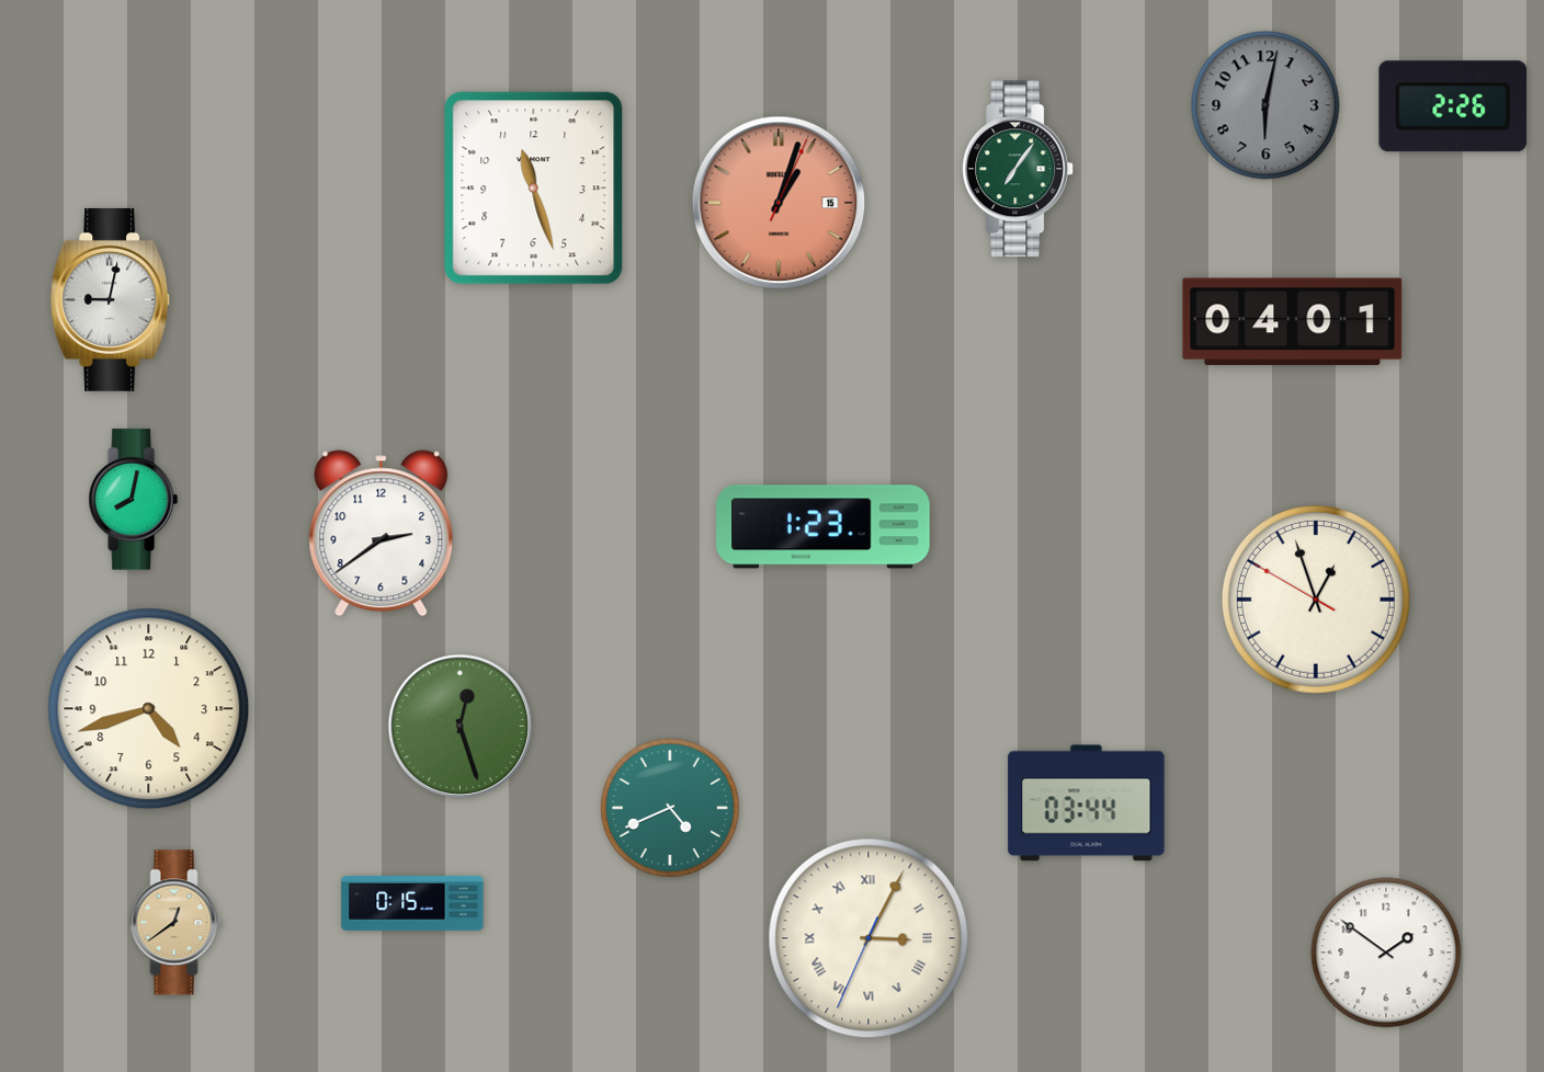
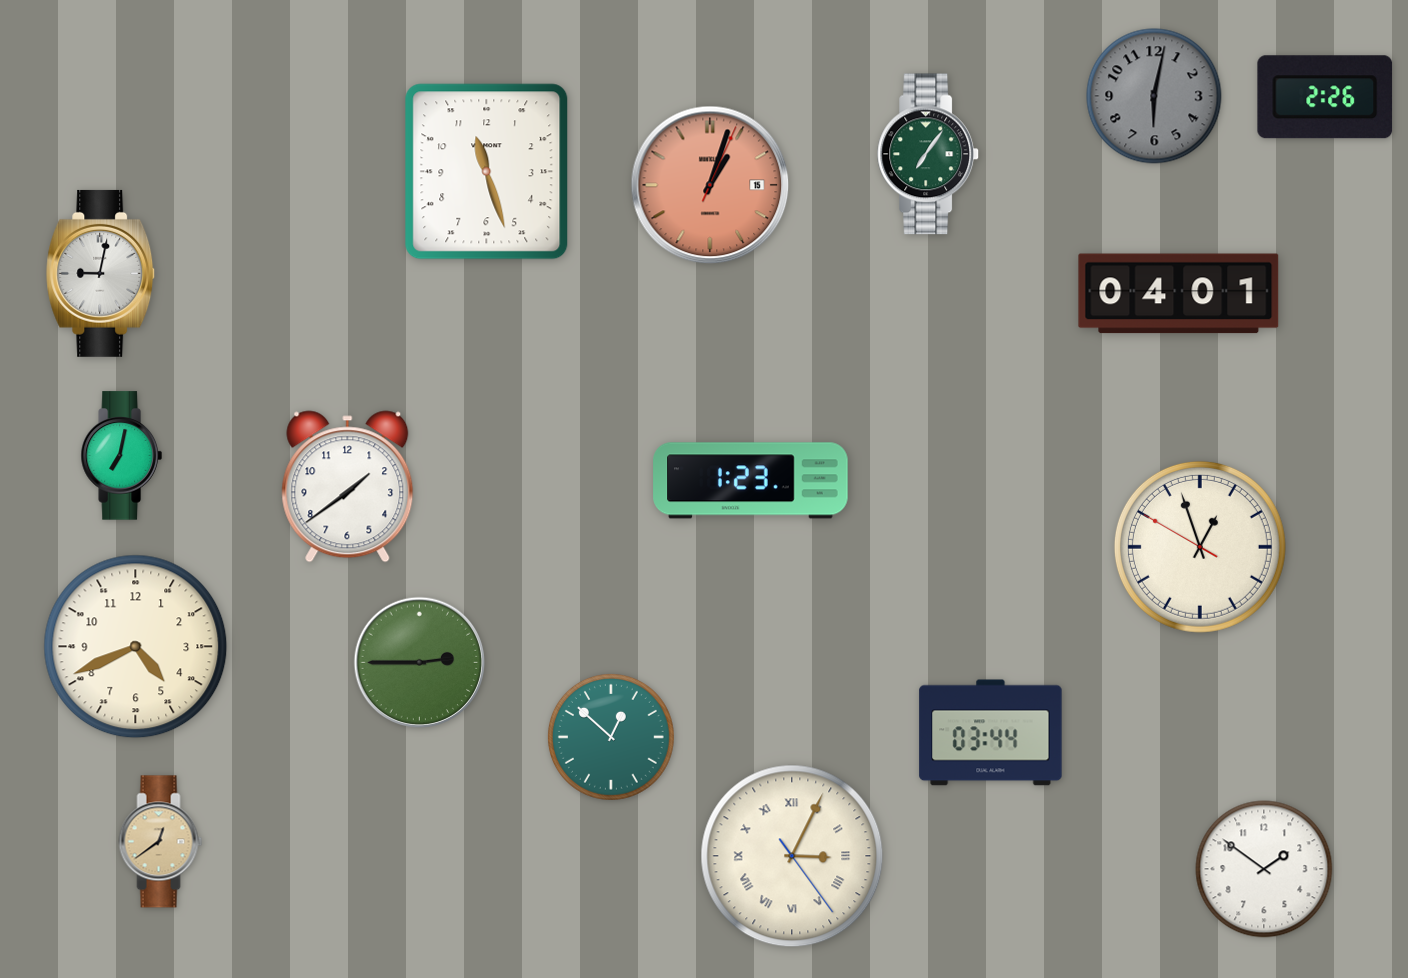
clock at (133, 500): 8:02 -> 7:02
clock at (382, 534): 2:39 -> 1:39
clock at (149, 709): 4:42 -> 4:41
clock at (461, 727): 12:27 -> 2:45
clock at (670, 808): 4:41 -> 12:52
clock at (412, 903): 0:15 -> none
clock at (869, 938): 3:04:34 -> 3:04:24
